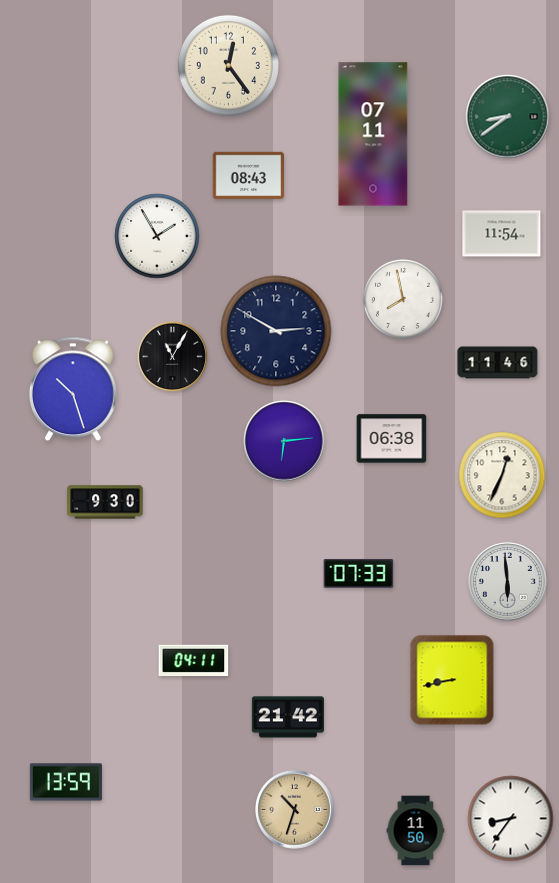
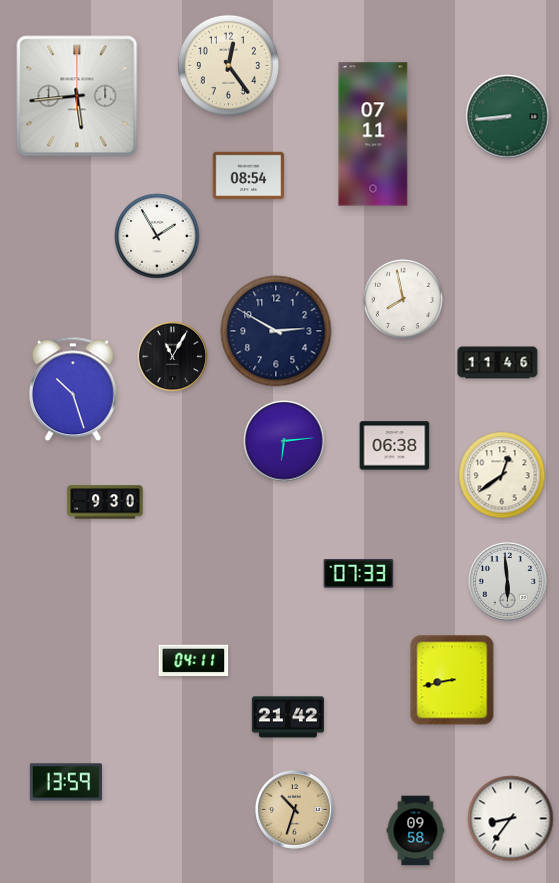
clock at (77, 96): none -> 5:44
clock at (508, 117): 8:39 -> 8:44
clock at (249, 176): 08:43 -> 08:54
clock at (502, 234): 11:54 -> none
clock at (392, 439) position: (392, 439) -> (395, 446)
clock at (502, 475): 12:34 -> 12:39
clock at (416, 831): 11:50 -> 09:58
